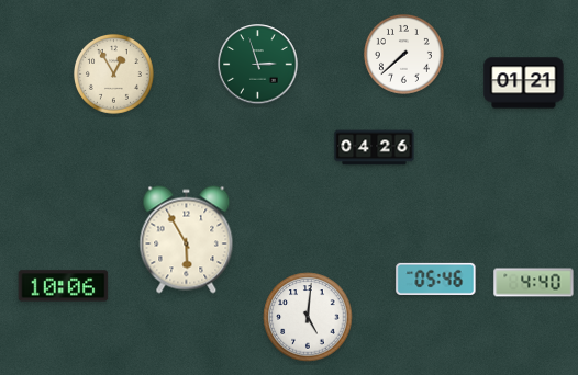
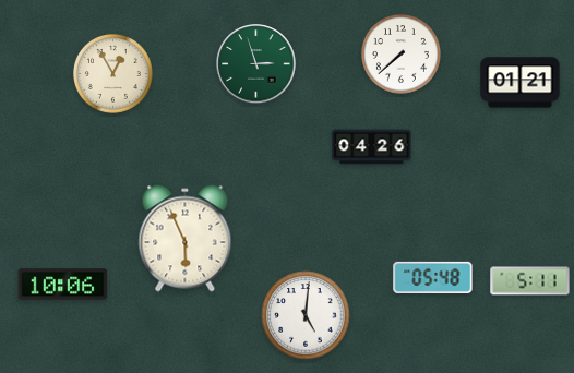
clock at (187, 240): 5:55 -> 5:56
clock at (436, 279): 05:46 -> 05:48
clock at (534, 283): 4:40 -> 5:11
